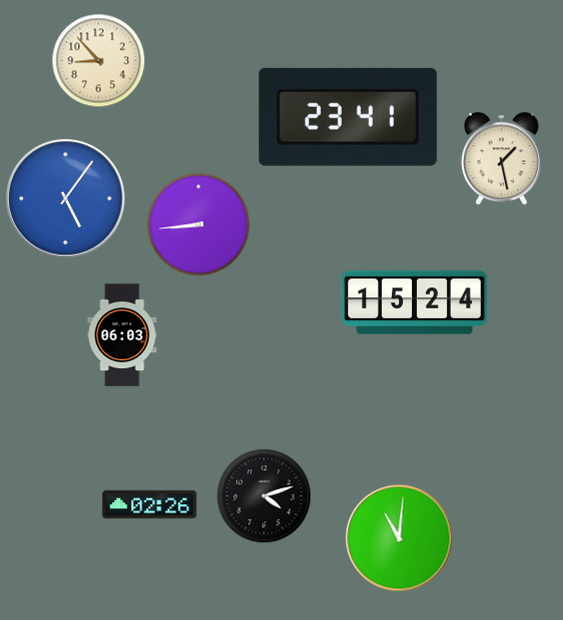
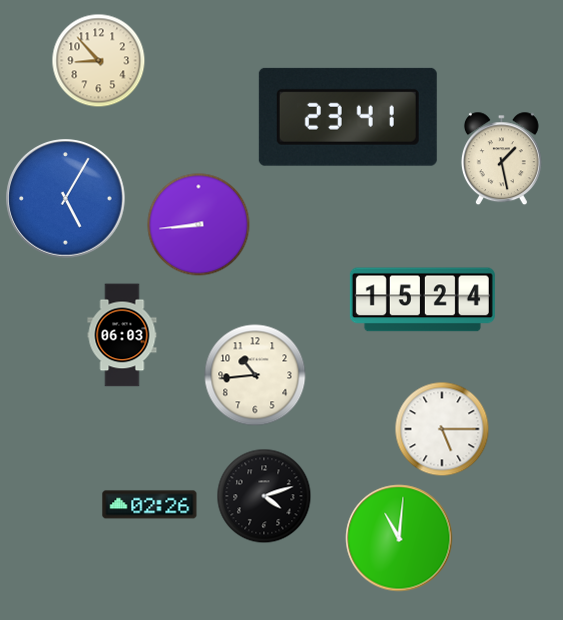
clock at (66, 199): 5:06 -> 5:05
clock at (414, 303) position: (414, 303) -> (422, 300)
clock at (255, 375): none -> 10:44
clock at (442, 429): none -> 5:15
